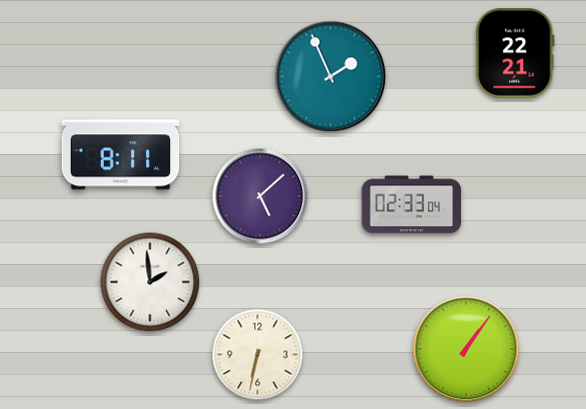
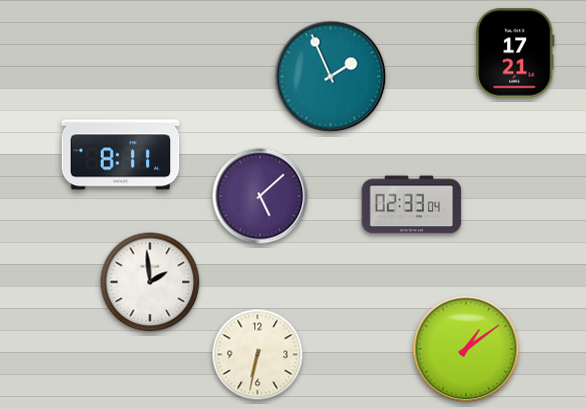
clock at (515, 53): 22:21 -> 17:21
clock at (466, 349): 1:06 -> 1:09
